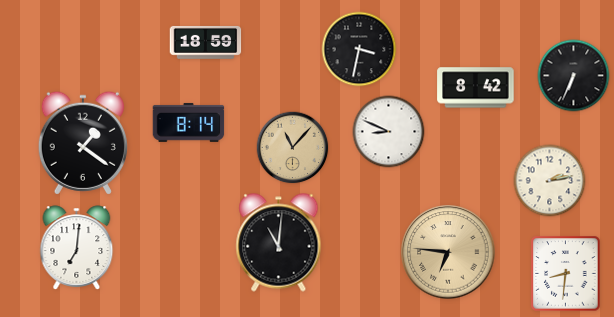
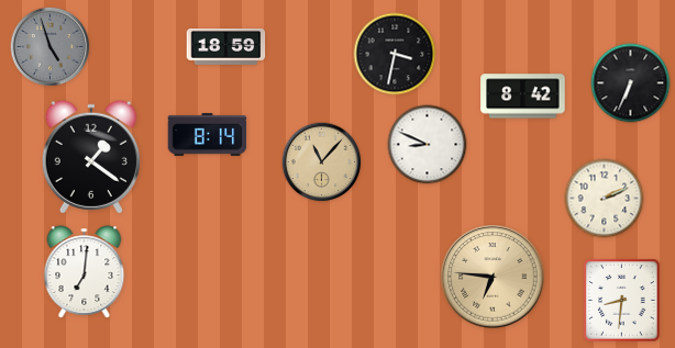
clock at (51, 47): none -> 4:57
clock at (550, 181): 2:13 -> 2:11
clock at (279, 243): 11:01 -> none
